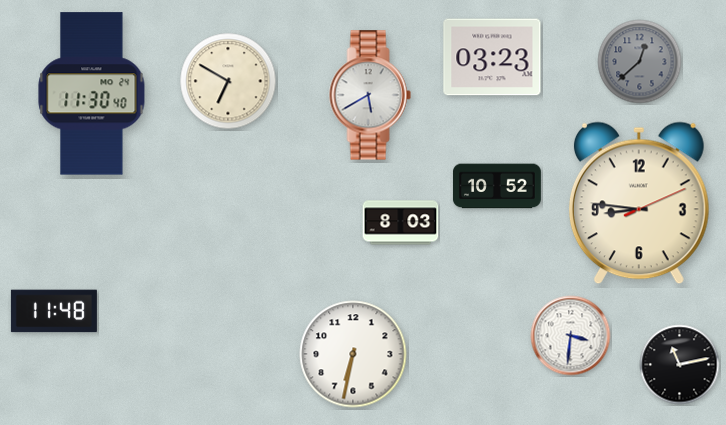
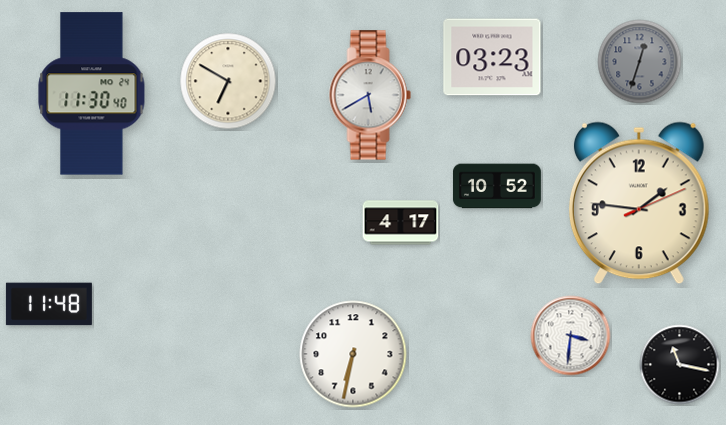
clock at (640, 62): 12:38 -> 12:33
clock at (639, 203): 8:46 -> 1:46
clock at (401, 223): 8:03 -> 4:17
clock at (54, 311) position: (54, 311) -> (49, 304)
clock at (680, 365): 11:13 -> 11:17
